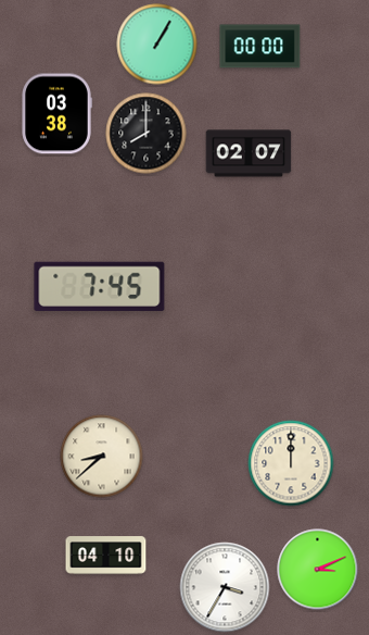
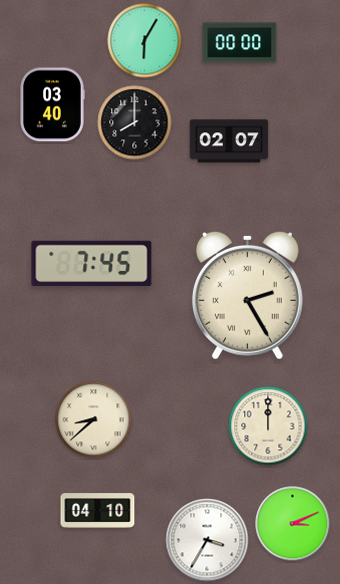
clock at (157, 45): 1:05 -> 6:05
clock at (56, 114): 03:38 -> 03:40
clock at (247, 295): none -> 2:25
